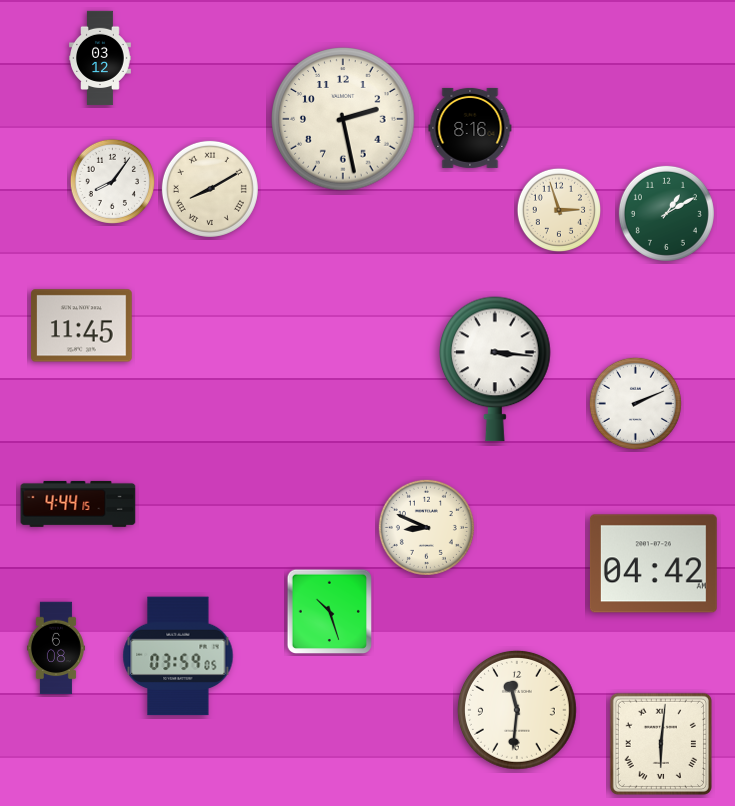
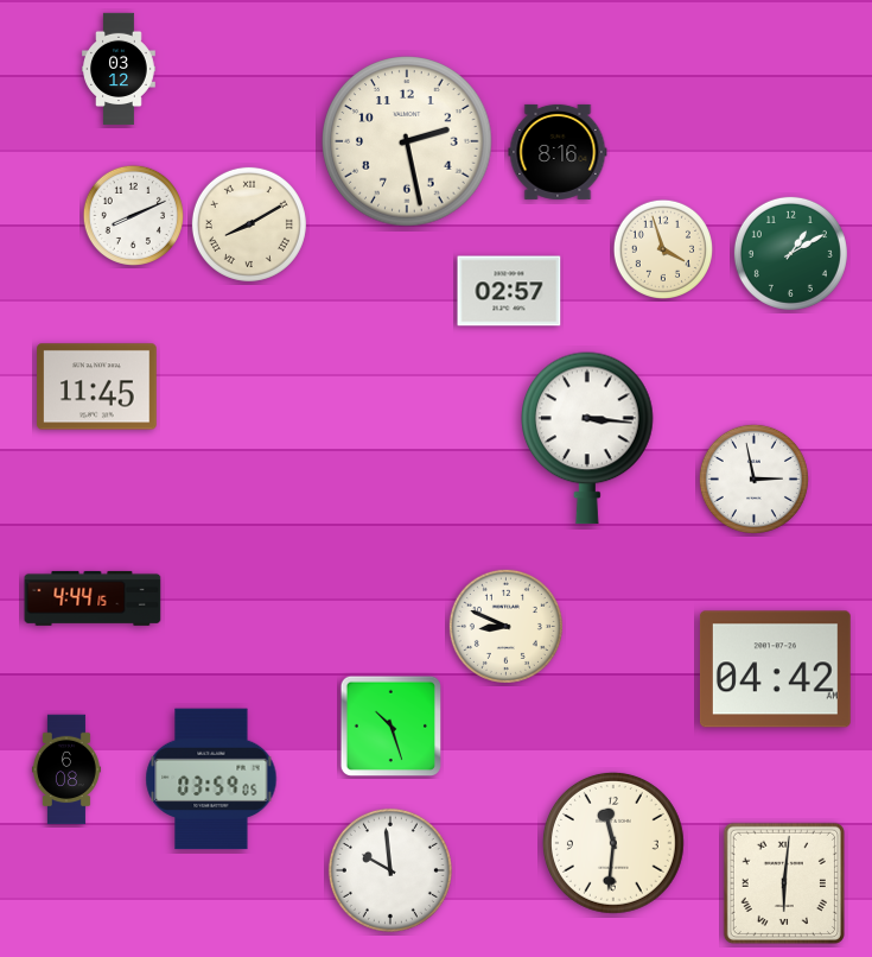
clock at (112, 181): 8:06 -> 8:11
clock at (558, 209): 2:57 -> 3:57
clock at (509, 291): none -> 02:57
clock at (635, 403): 2:11 -> 2:58
clock at (390, 870): none -> 9:59
